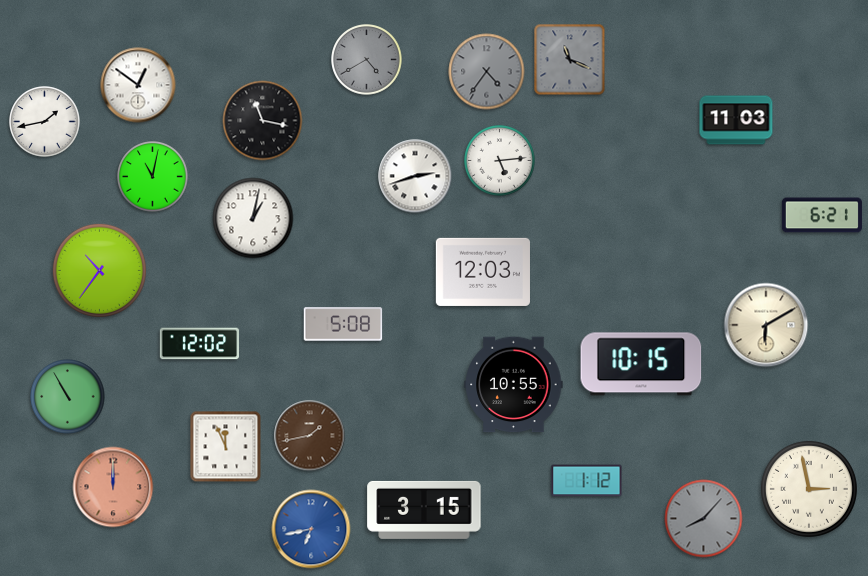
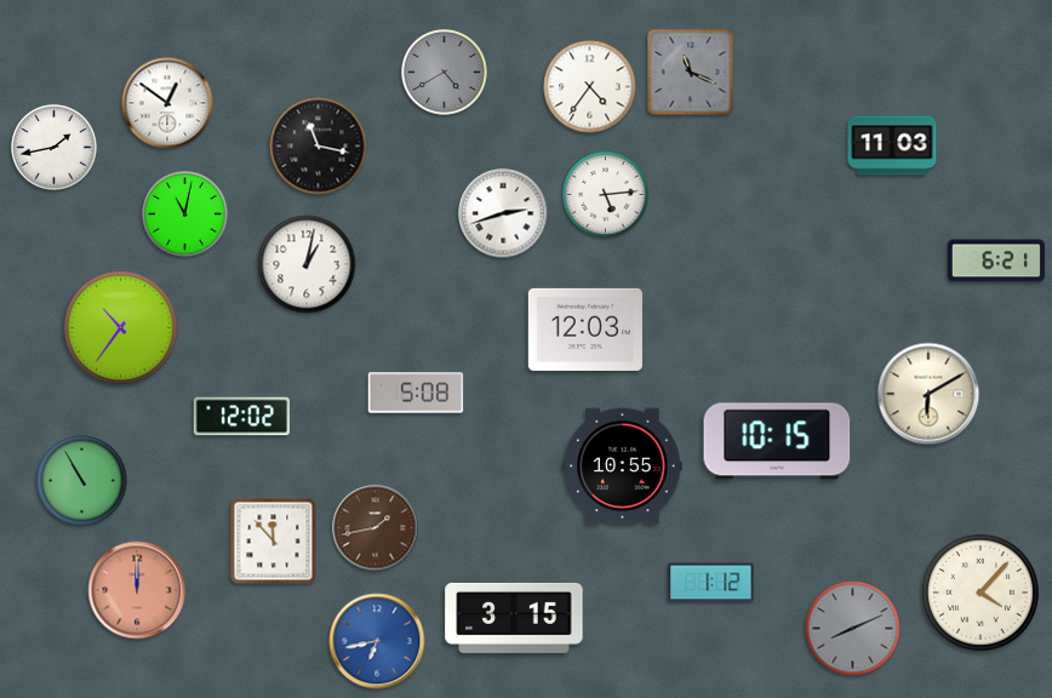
clock at (487, 72) dial: grey -> white
clock at (226, 447): 11:56 -> 11:53
clock at (809, 489): 2:58 -> 4:07
clock at (704, 519): 8:07 -> 8:11
